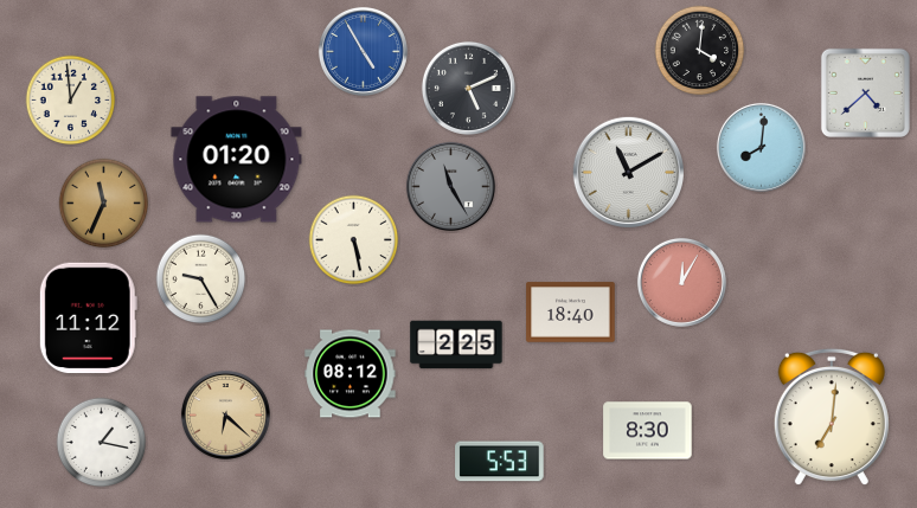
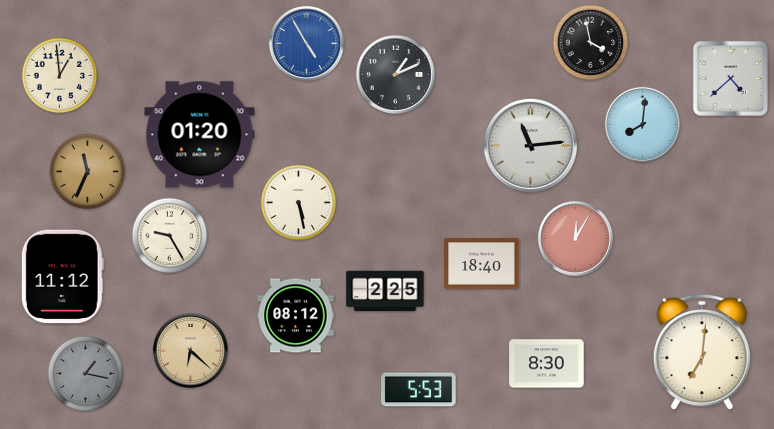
clock at (700, 51): 4:01 -> 3:58
clock at (468, 88): 5:11 -> 1:11
clock at (71, 101) position: (71, 101) -> (60, 76)
clock at (628, 172): 11:10 -> 11:14
clock at (450, 186): 11:25 -> none
clock at (88, 319) position: (88, 319) -> (62, 277)
clock at (102, 443) dial: white -> grey
clock at (500, 462) position: (500, 462) -> (419, 390)
